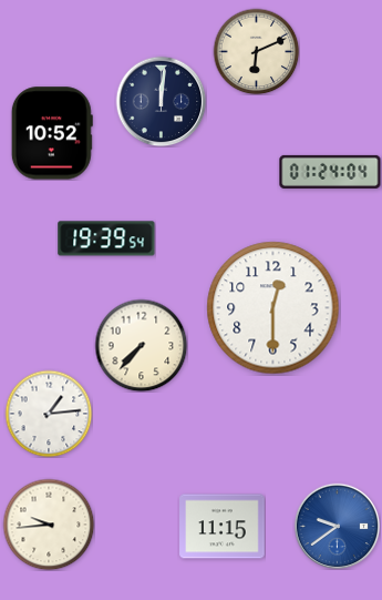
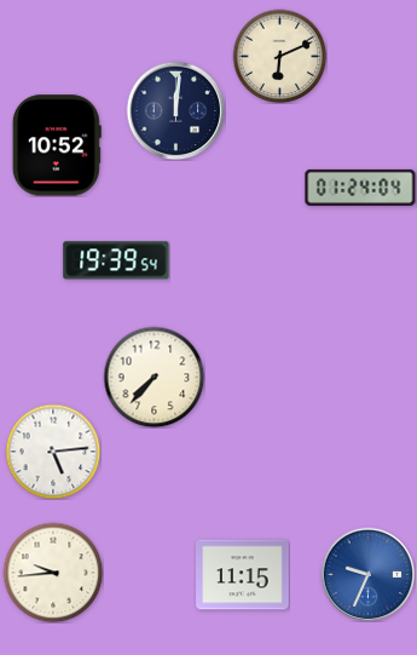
clock at (273, 308): 12:30 -> none
clock at (49, 414): 1:14 -> 5:14
clock at (337, 526): 9:39 -> 9:34
